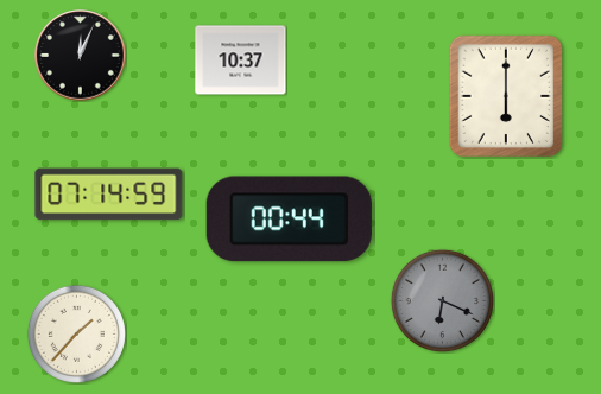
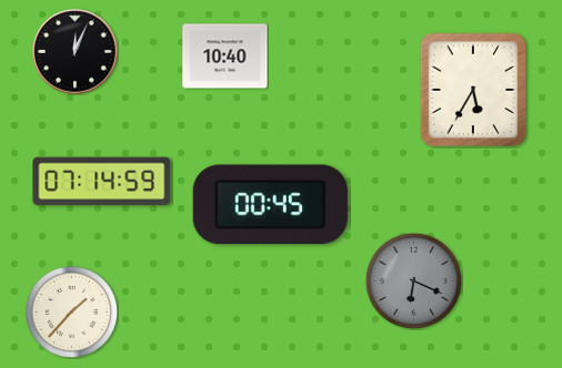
clock at (241, 61): 10:37 -> 10:40
clock at (506, 96): 6:00 -> 5:35
clock at (289, 220): 00:44 -> 00:45
